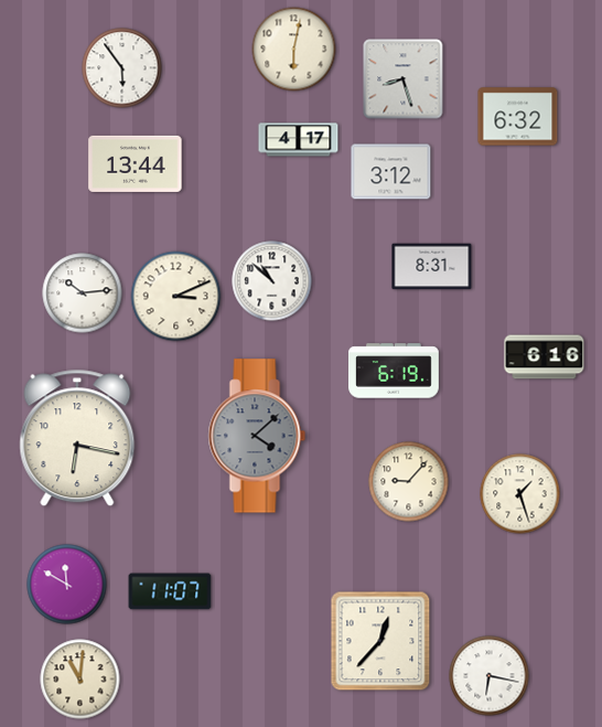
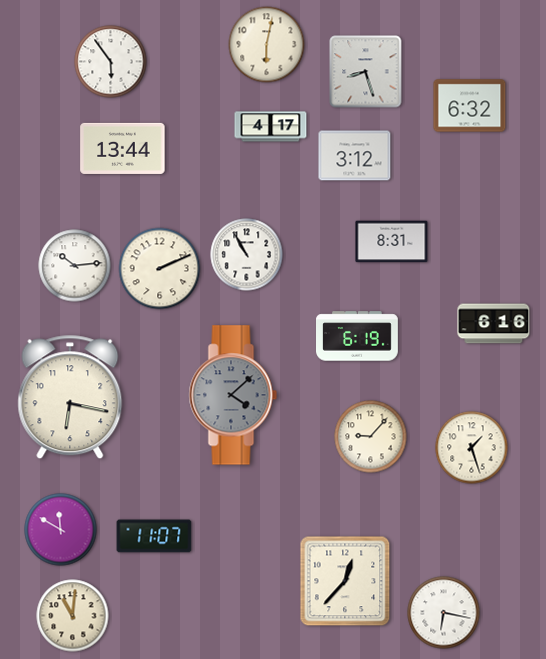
clock at (272, 281): 10:52 -> 10:55
clock at (176, 297): 3:11 -> 2:11
